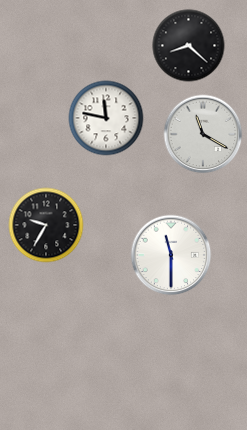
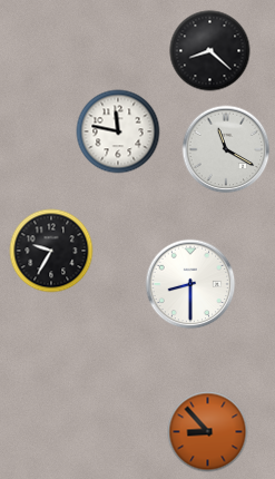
clock at (171, 255): 11:30 -> 8:30
clock at (208, 432): none -> 8:53
